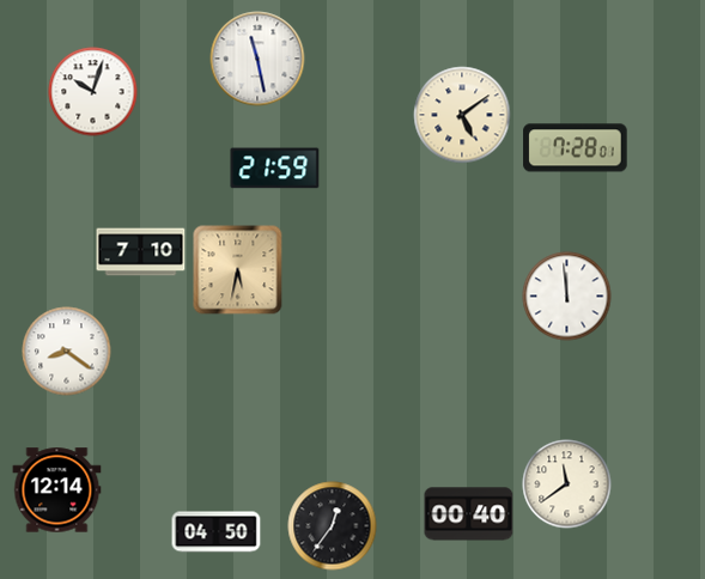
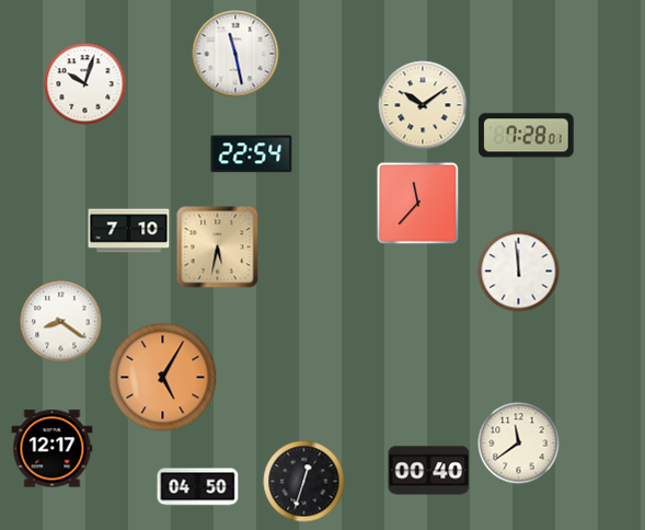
clock at (462, 115): 5:09 -> 10:09
clock at (275, 169): 21:59 -> 22:54
clock at (418, 204): none -> 11:37
clock at (163, 378): none -> 5:05
clock at (57, 490): 12:14 -> 12:17
clock at (333, 526): 12:36 -> 12:33
